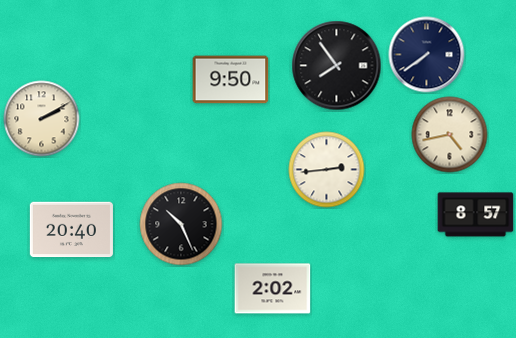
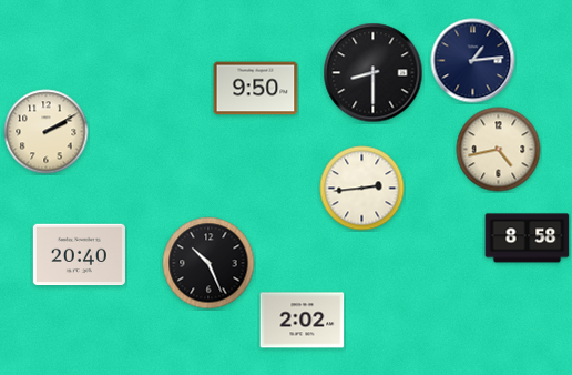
clock at (427, 55): 7:39 -> 1:14
clock at (337, 66): 7:54 -> 8:30
clock at (476, 215): 8:57 -> 8:58
clock at (181, 224) position: (181, 224) -> (208, 263)
